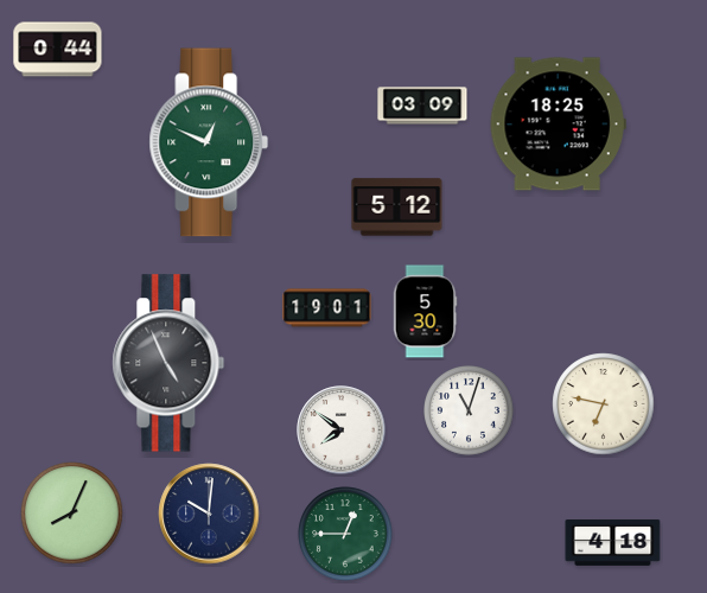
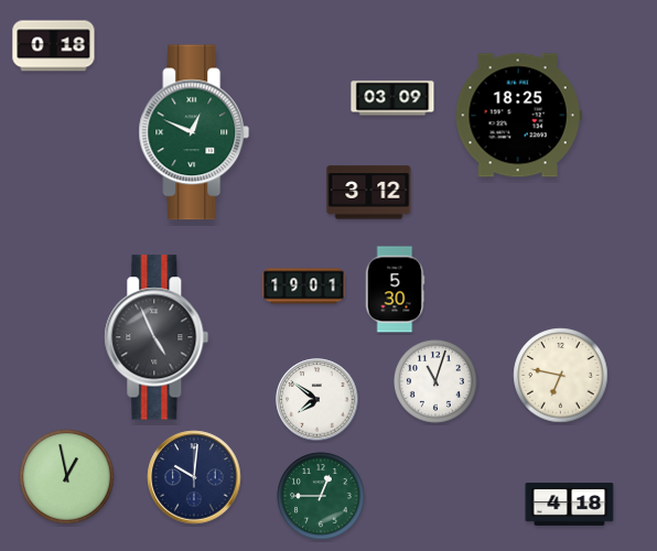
clock at (58, 50): 0:44 -> 0:18
clock at (397, 208): 5:12 -> 3:12
clock at (72, 514): 8:04 -> 12:58
